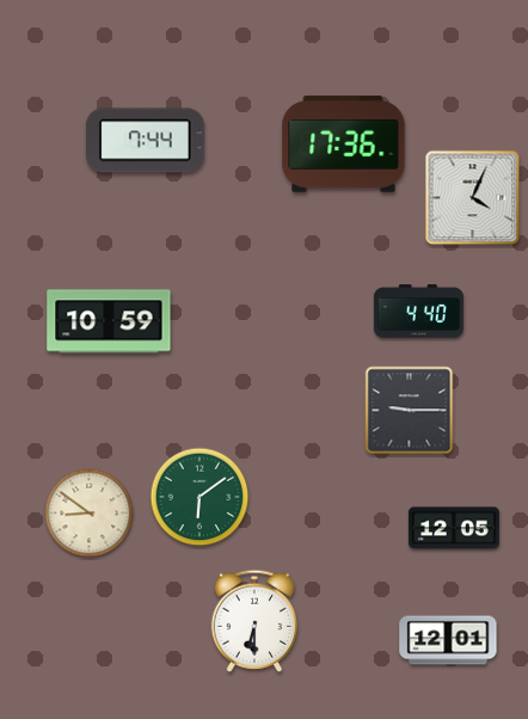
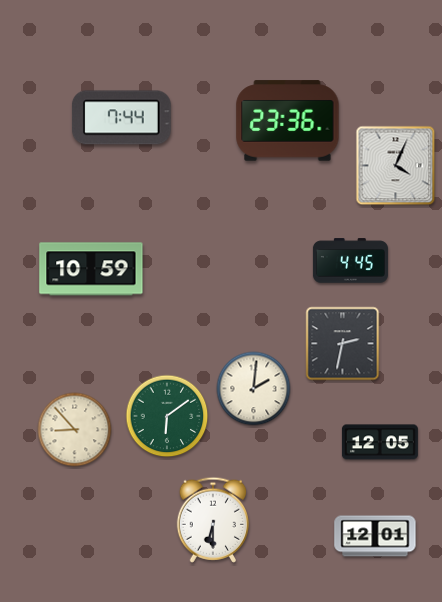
clock at (344, 145): 17:36 -> 23:36
clock at (418, 312): 4:40 -> 4:45
clock at (410, 411): 9:15 -> 2:32
clock at (254, 389): none -> 2:01
clock at (90, 514): 8:51 -> 8:53
